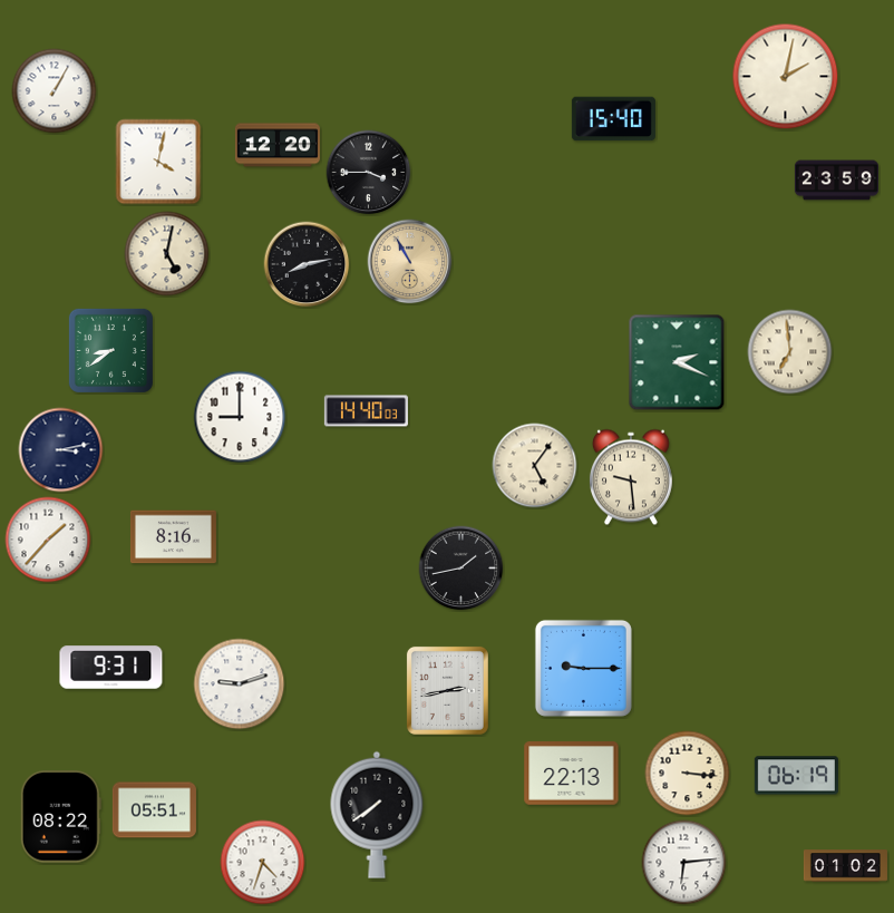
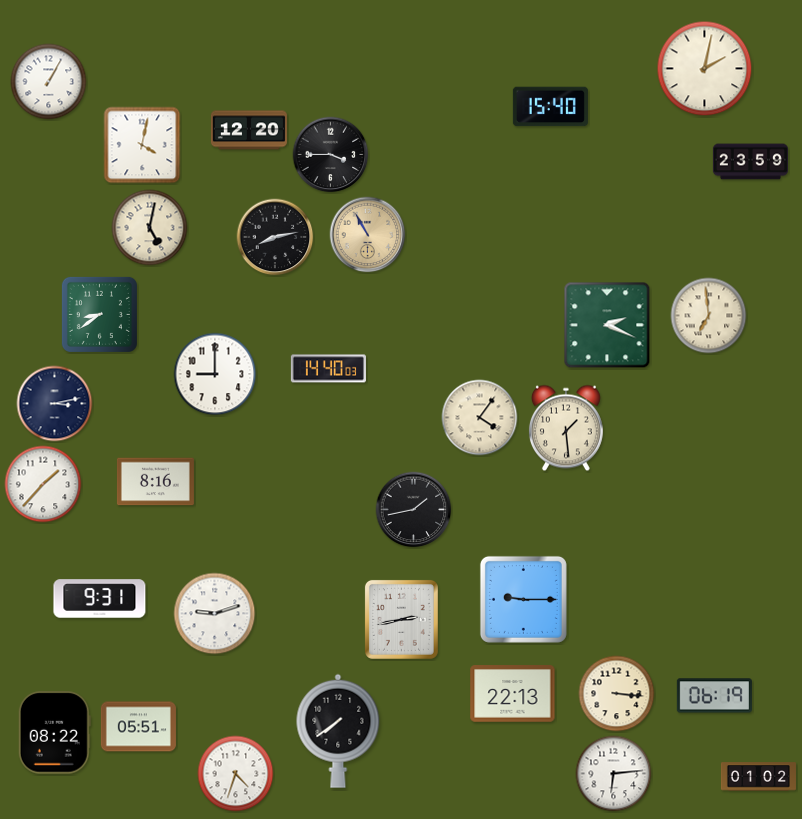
clock at (535, 466): 5:06 -> 4:06
clock at (631, 477): 9:29 -> 1:29
